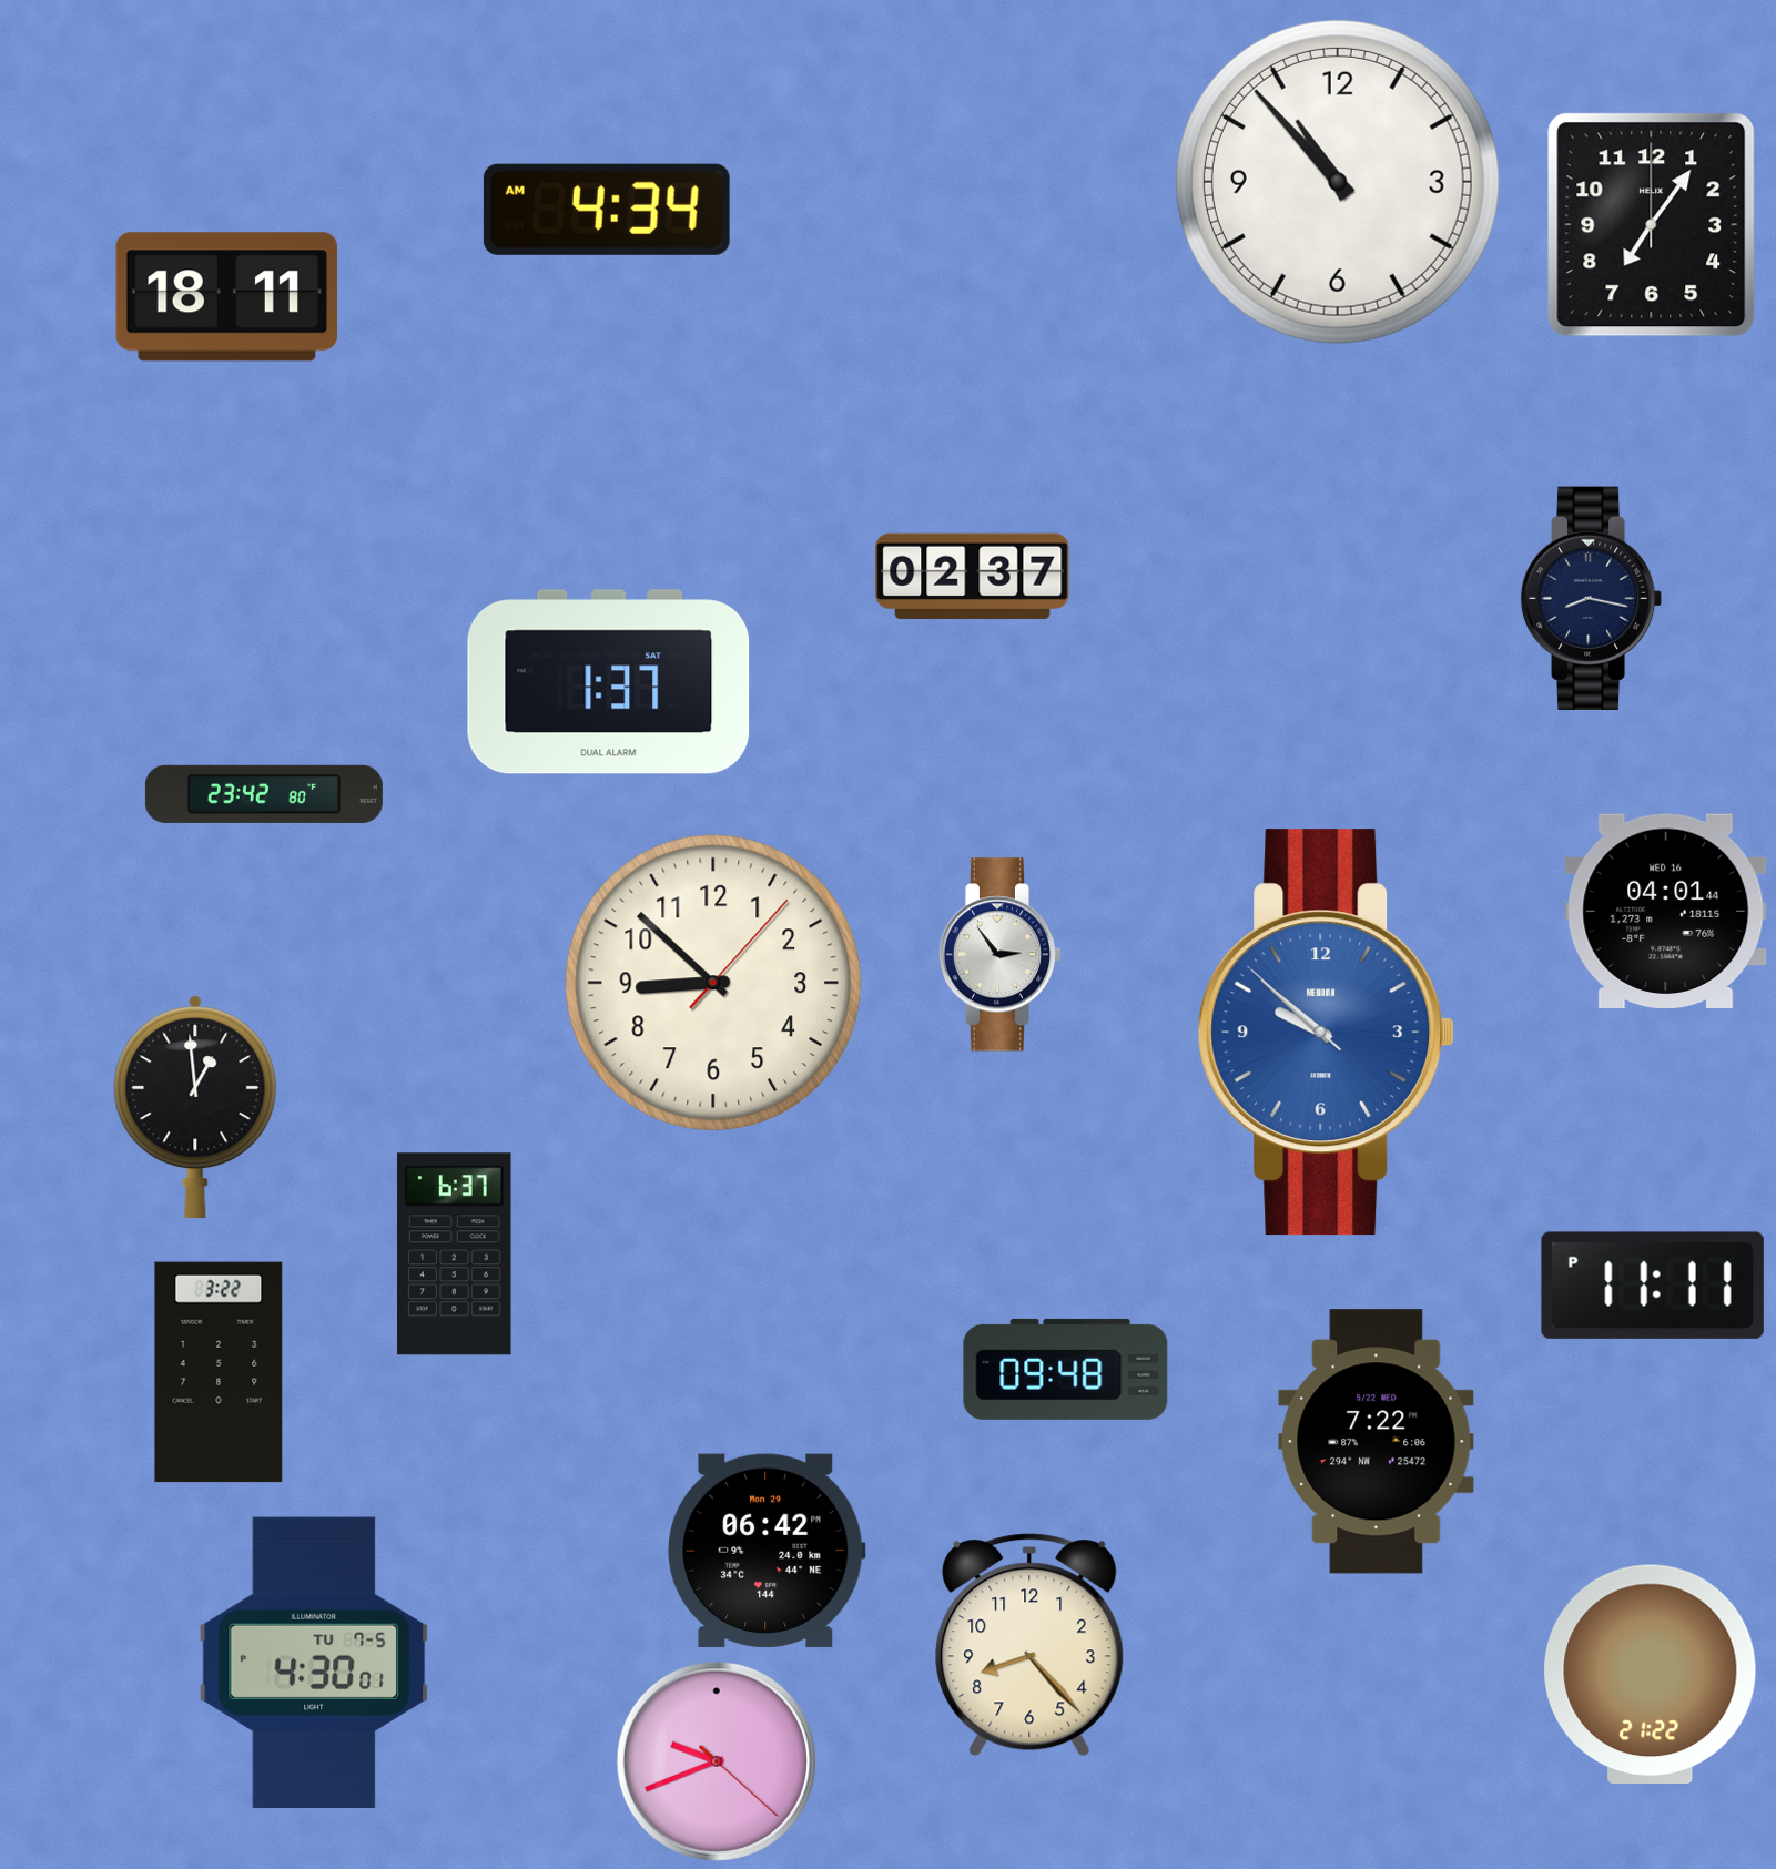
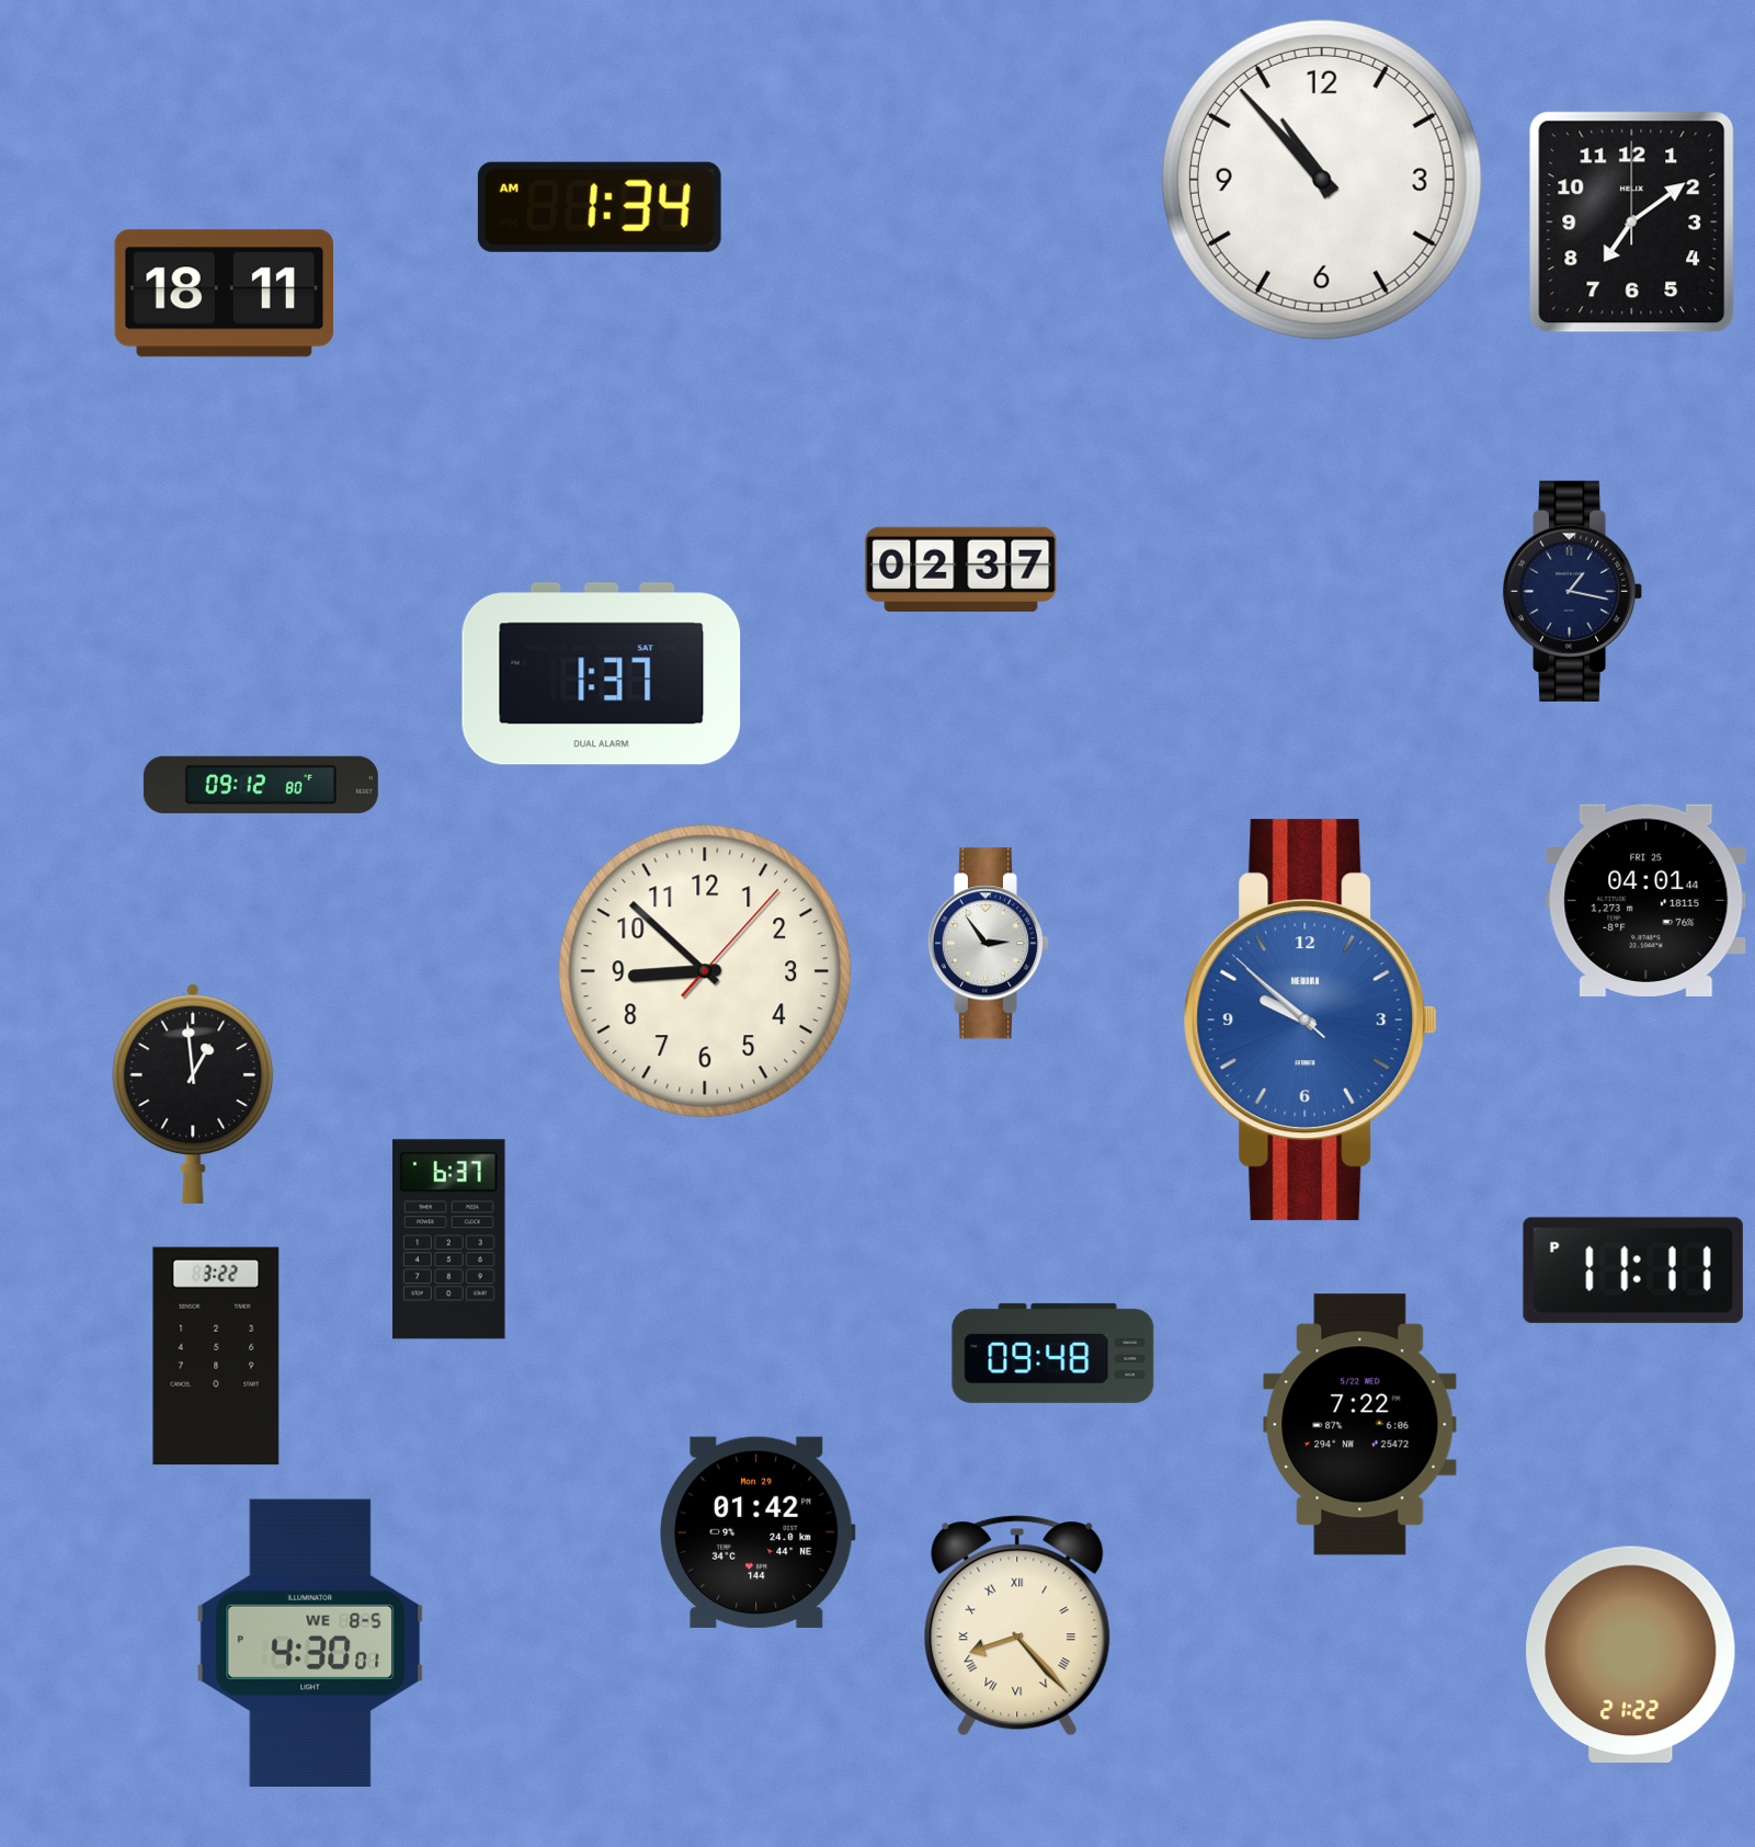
clock at (607, 210): 4:34 -> 1:34
clock at (1652, 225): 7:06 -> 7:09
clock at (1592, 598): 8:17 -> 1:17
clock at (264, 794): 23:42 -> 09:12
clock at (1666, 911) date: WED 16 -> FRI 25
clock at (767, 1551): 06:42 -> 01:42
clock at (1029, 1645) numerals: Arabic -> Roman
clock at (314, 1663) date: TU 7-5 -> WE 8-5
clock at (717, 1761): 9:41 -> none
